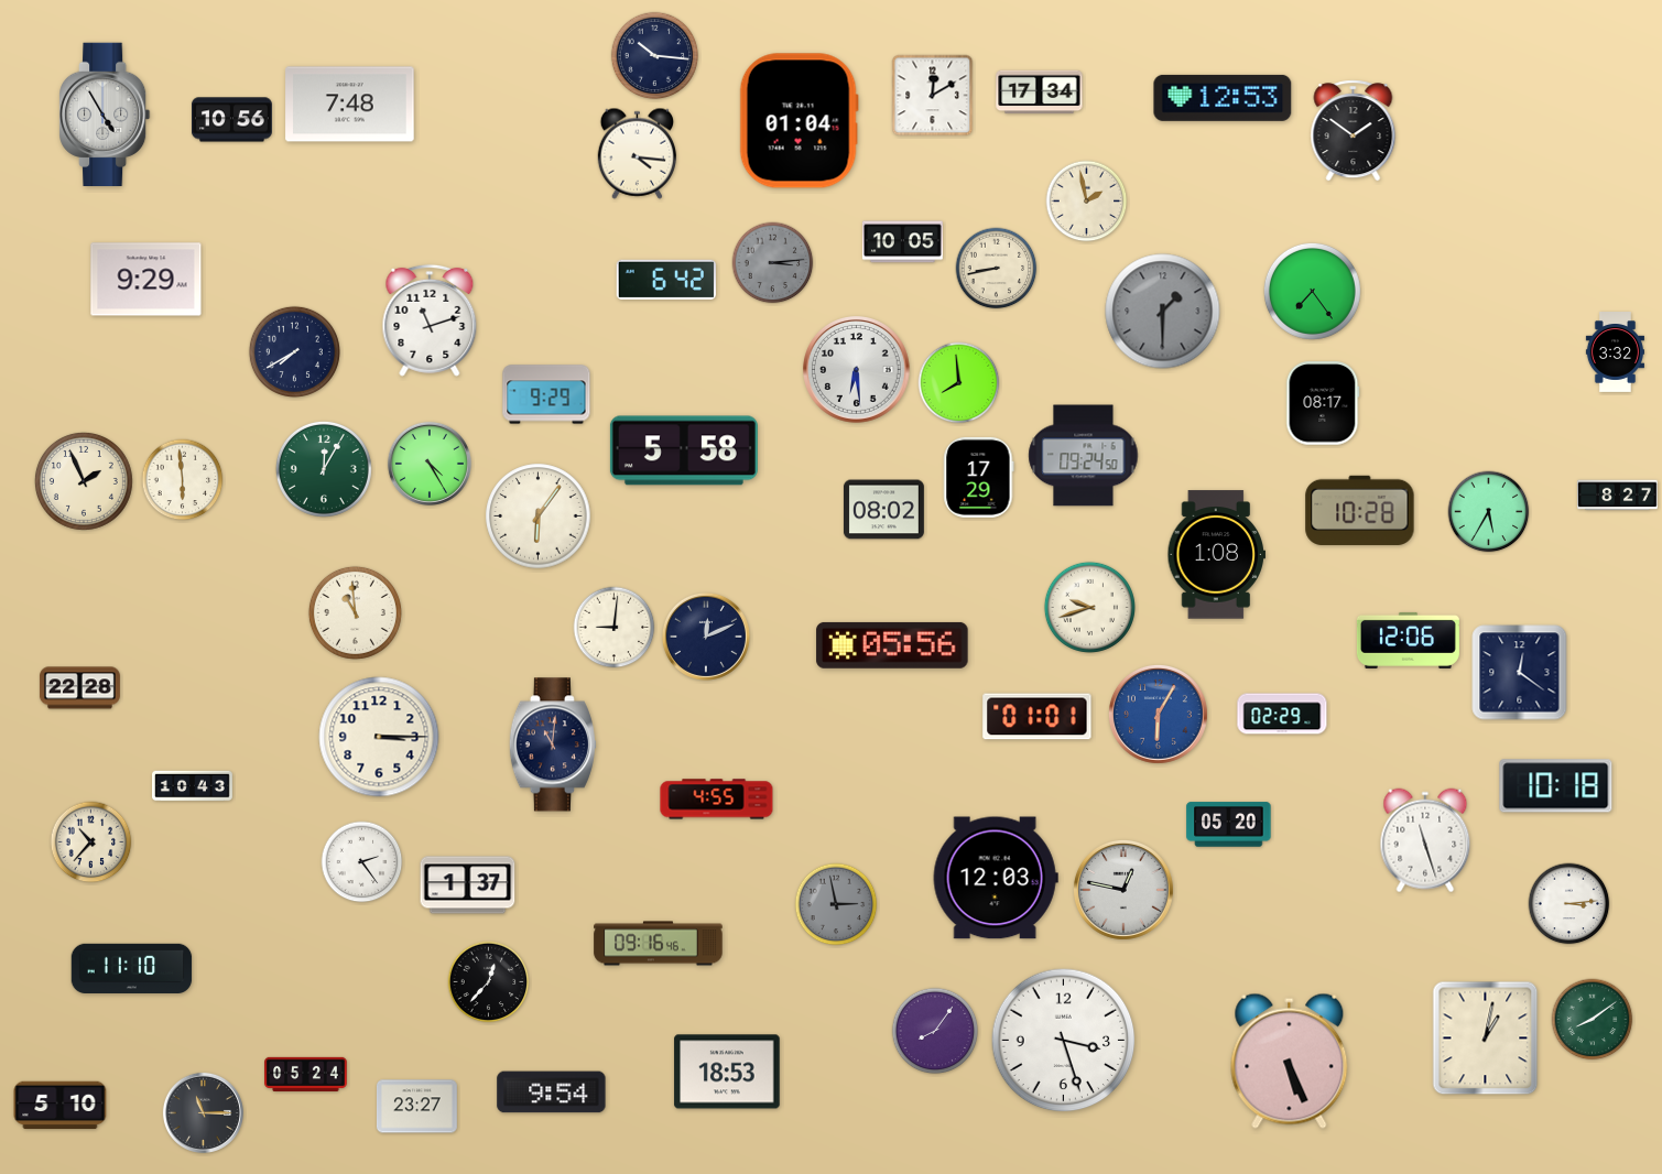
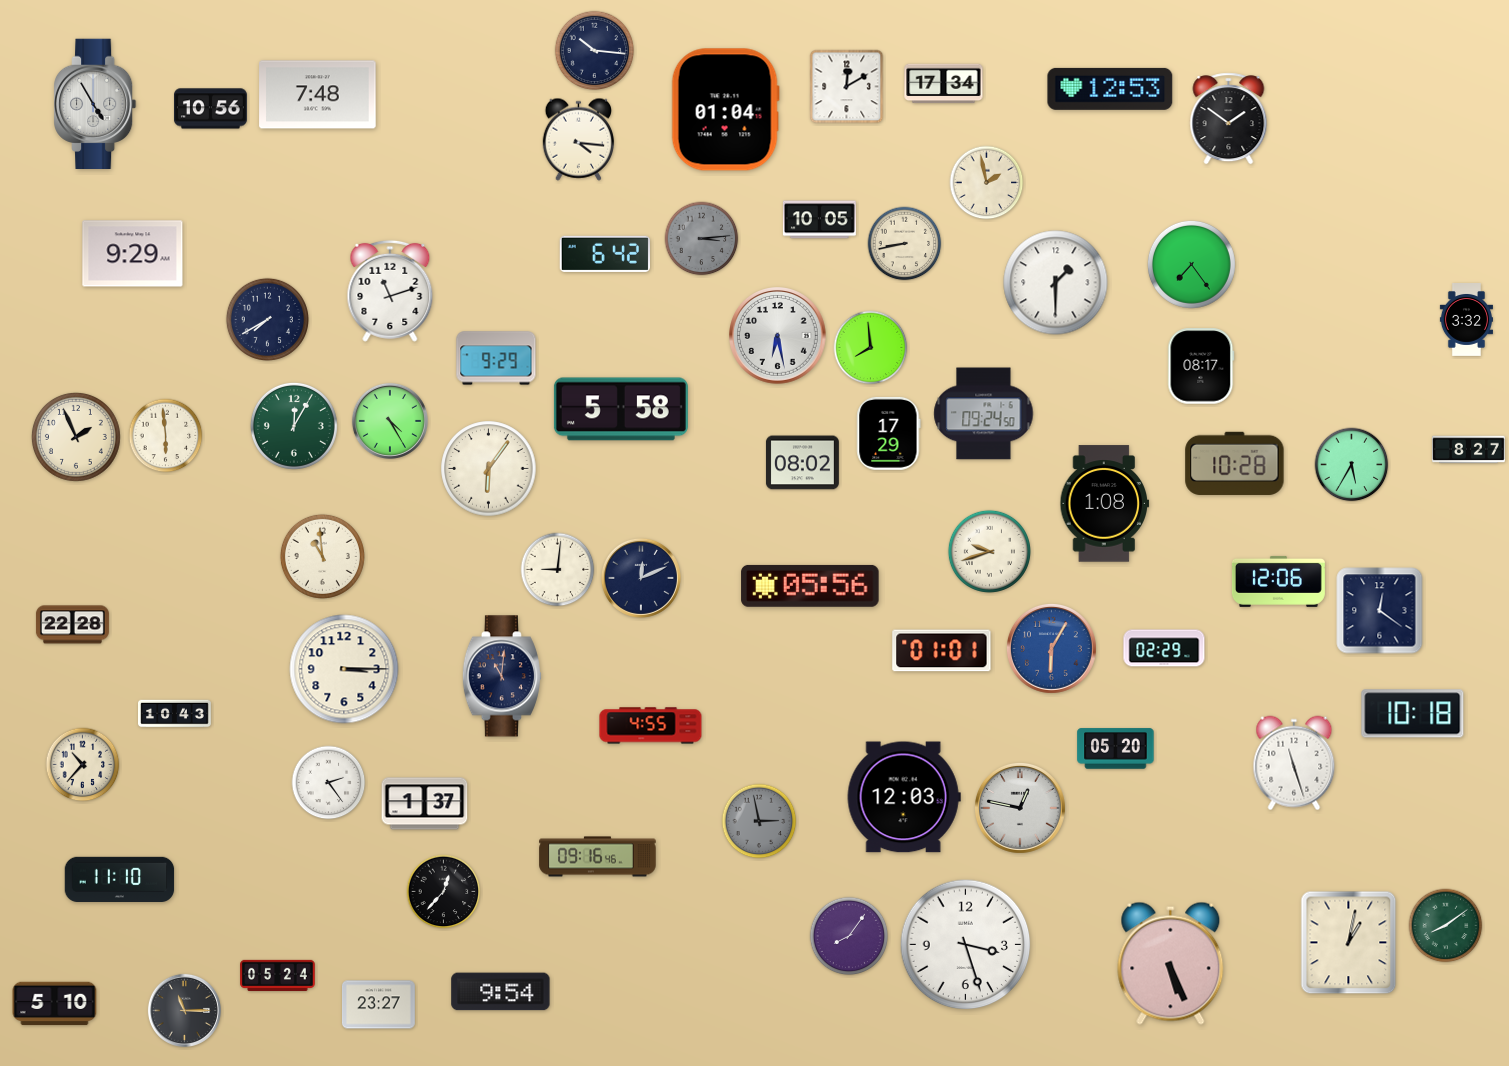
clock at (1163, 312) dial: grey -> white
clock at (857, 370): 6:29 -> 6:28
clock at (1569, 904): 3:14 -> none
clock at (727, 1072): 18:53 -> none
